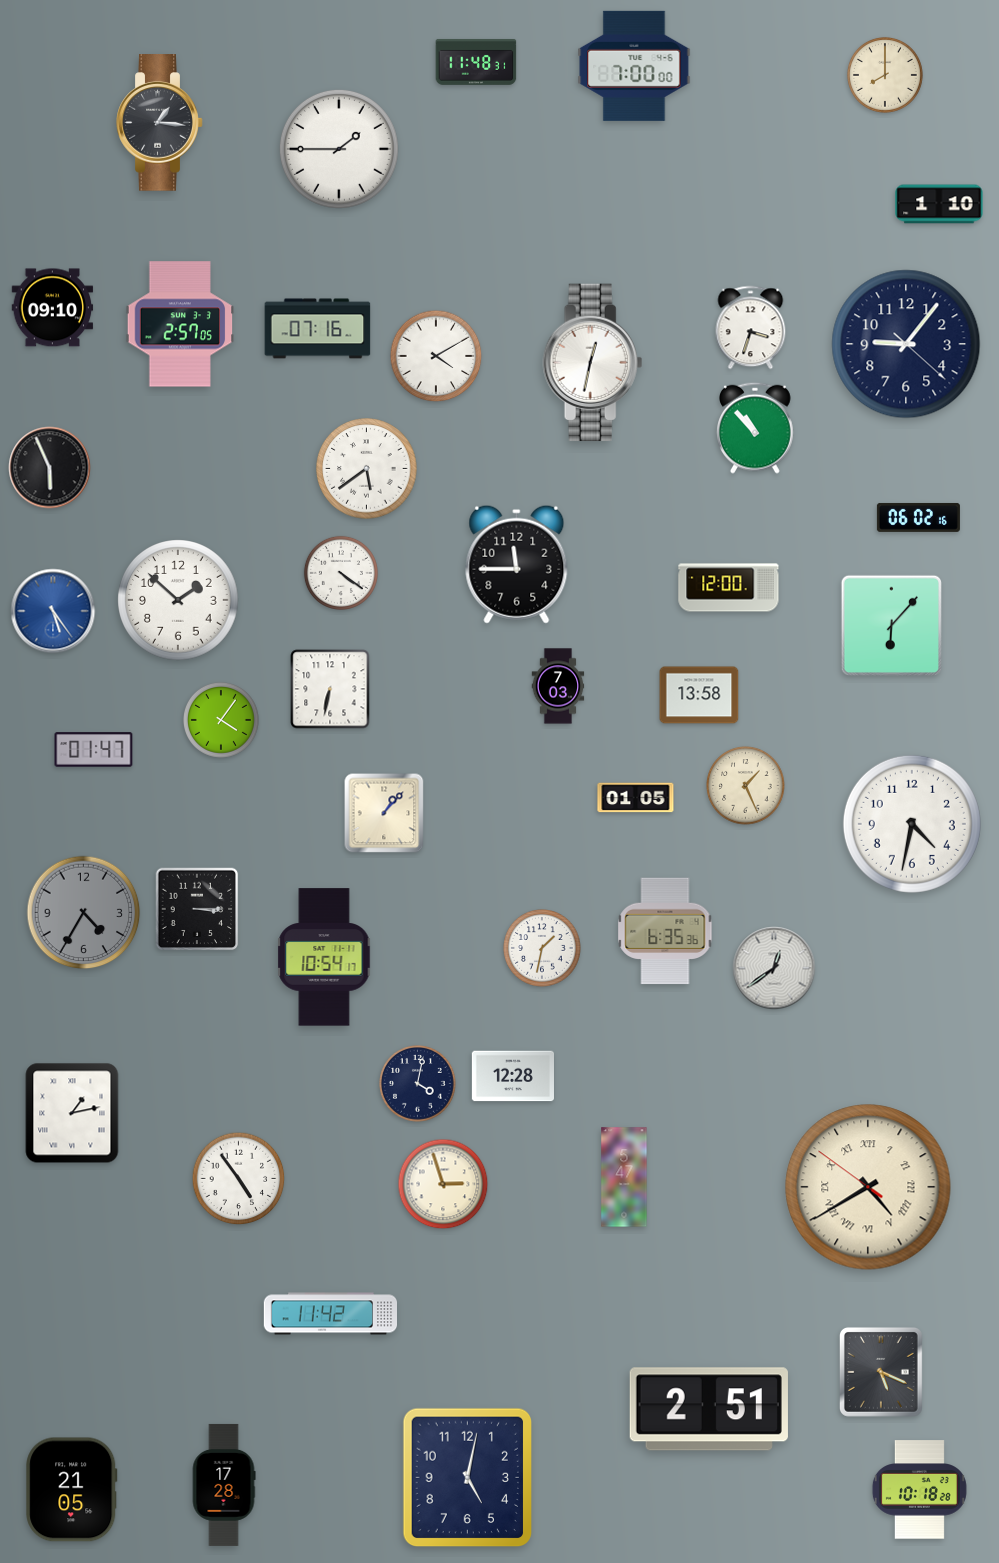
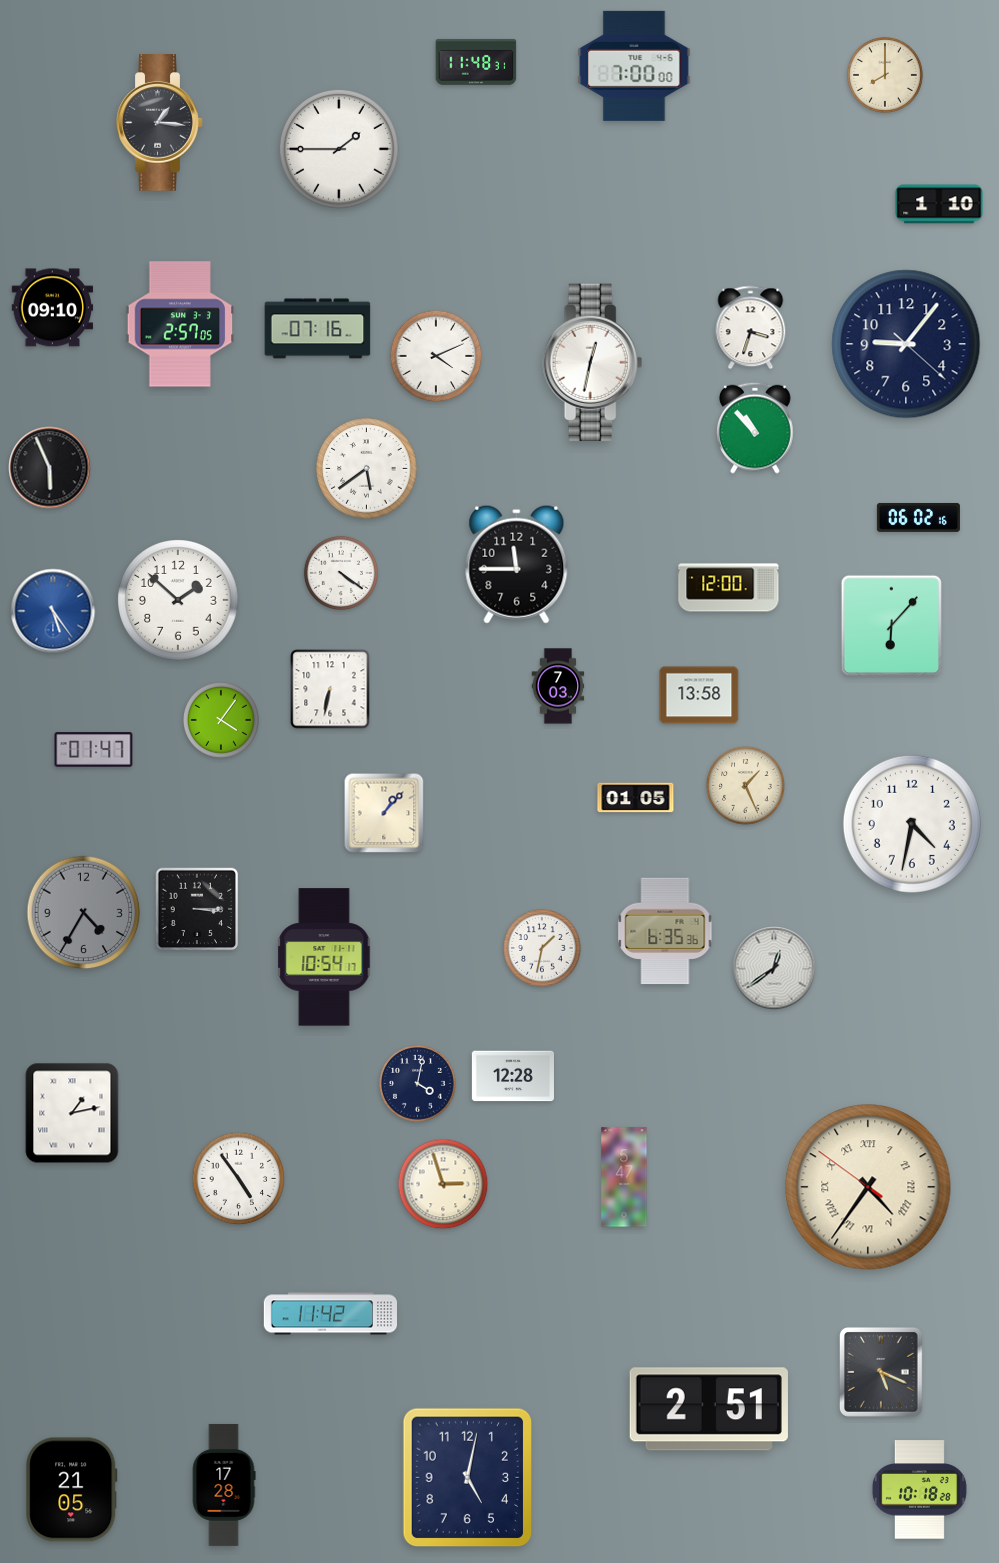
clock at (436, 356): 4:10 -> 4:11
clock at (868, 1187): 4:39 -> 4:35
